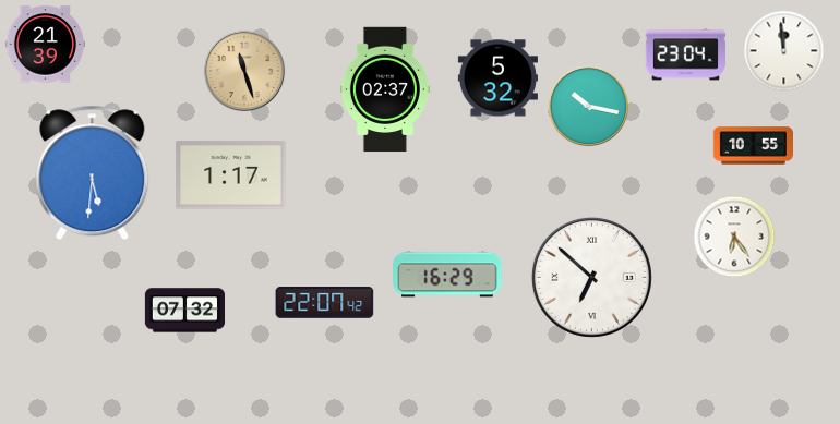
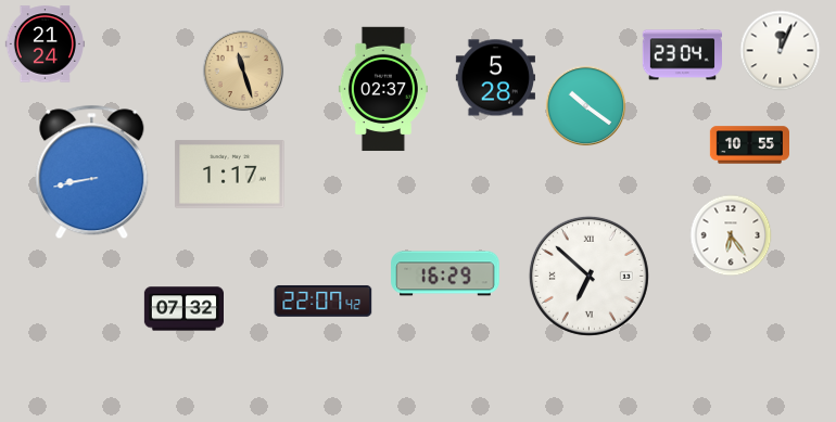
clock at (45, 45): 21:39 -> 21:24
clock at (784, 51): 11:59 -> 12:04
clock at (497, 78): 5:32 -> 5:28
clock at (589, 107): 10:17 -> 10:21
clock at (93, 173): 5:31 -> 8:43
